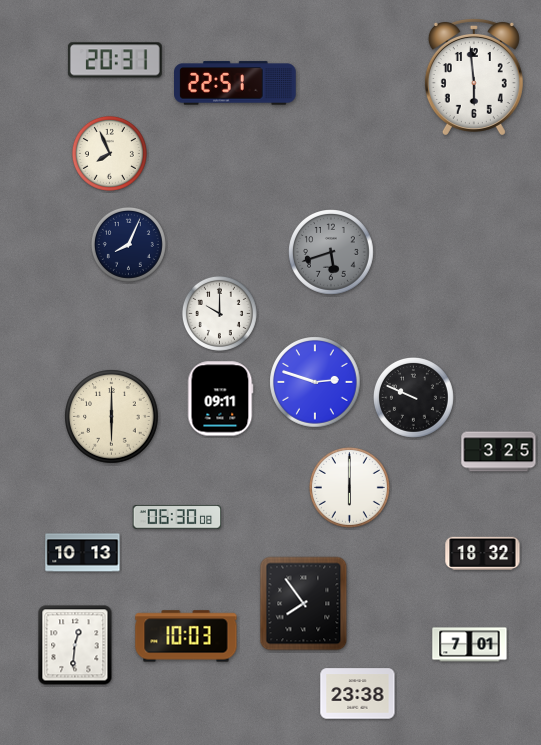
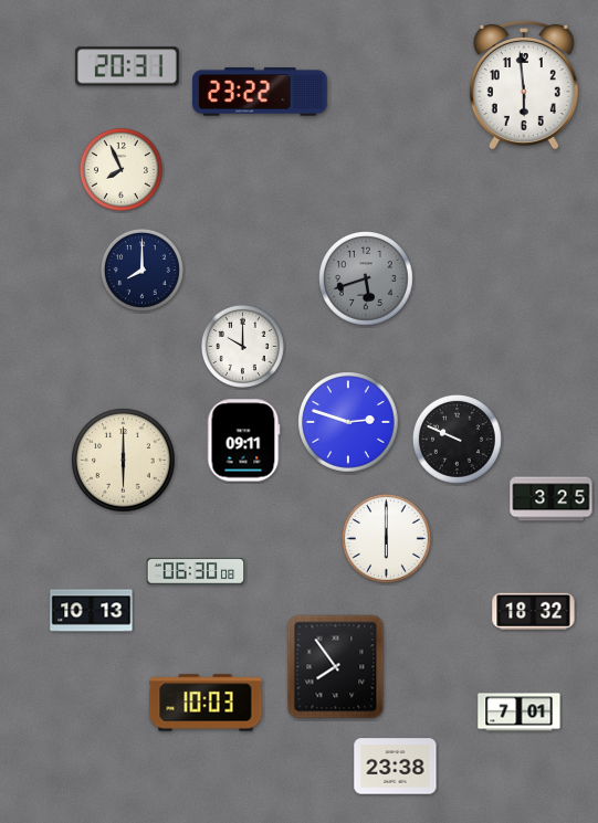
clock at (236, 83): 22:51 -> 23:22
clock at (128, 244): 8:04 -> 8:00
clock at (75, 645): 12:31 -> none
